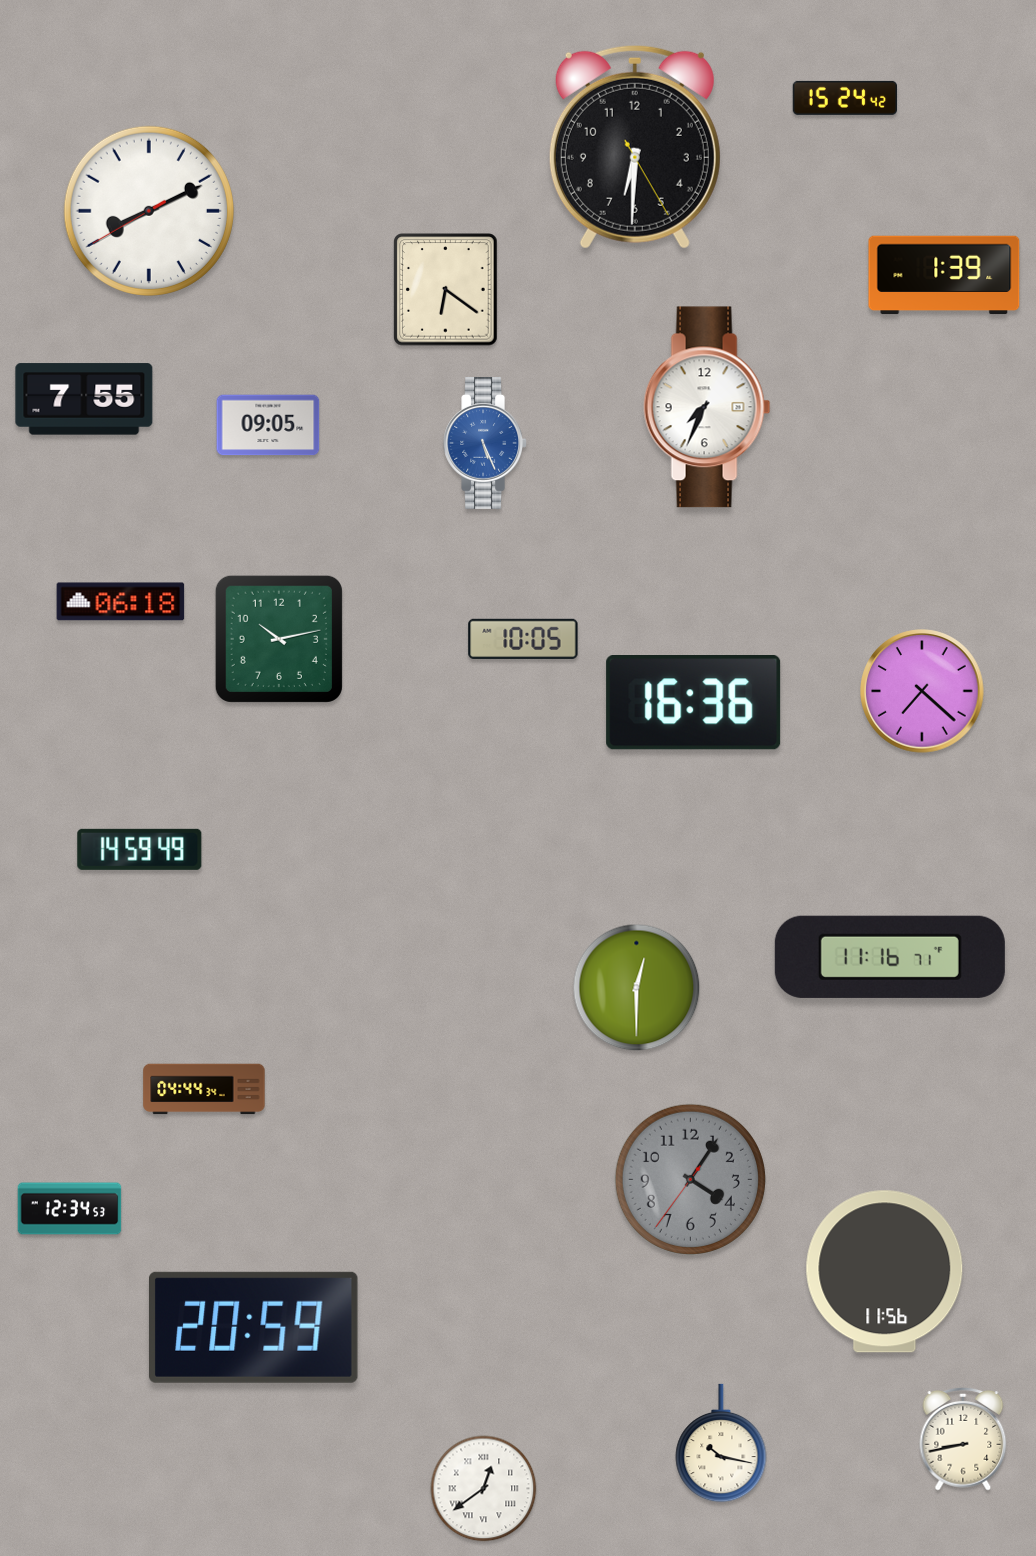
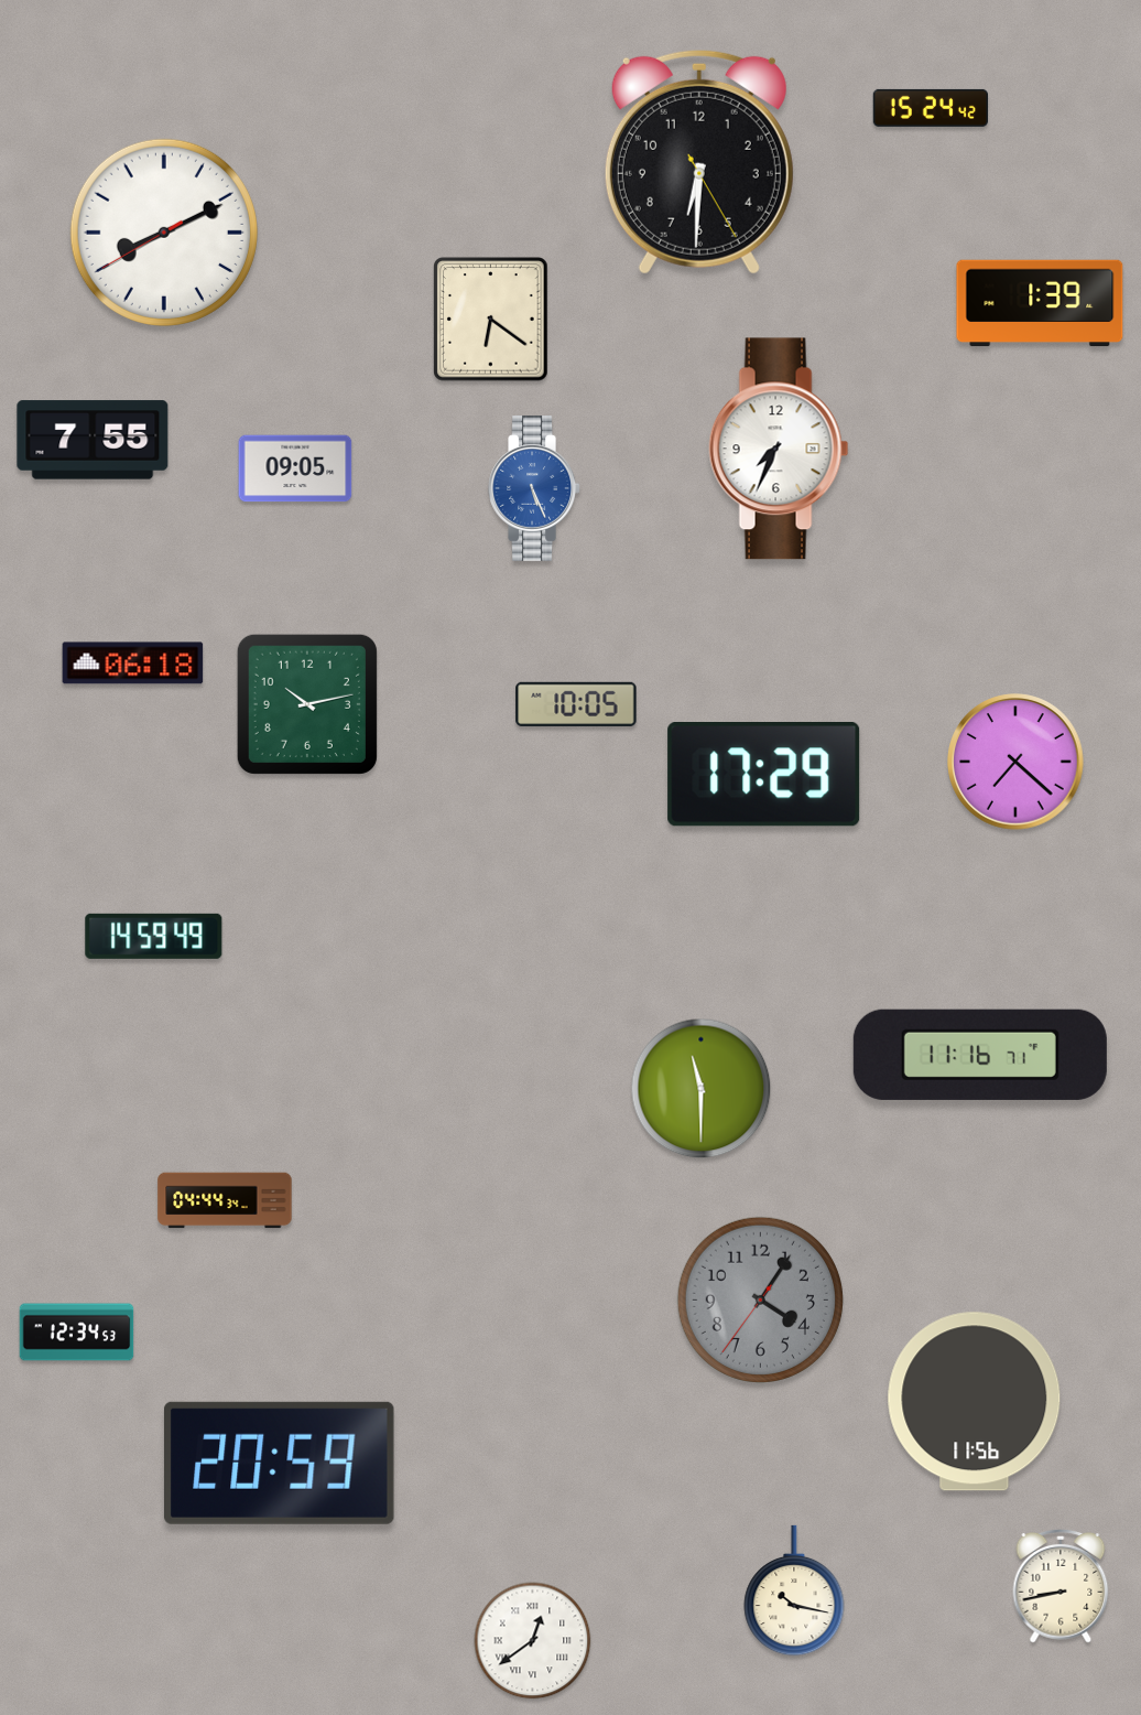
clock at (694, 703): 16:36 -> 17:29
clock at (637, 988): 12:30 -> 11:30
